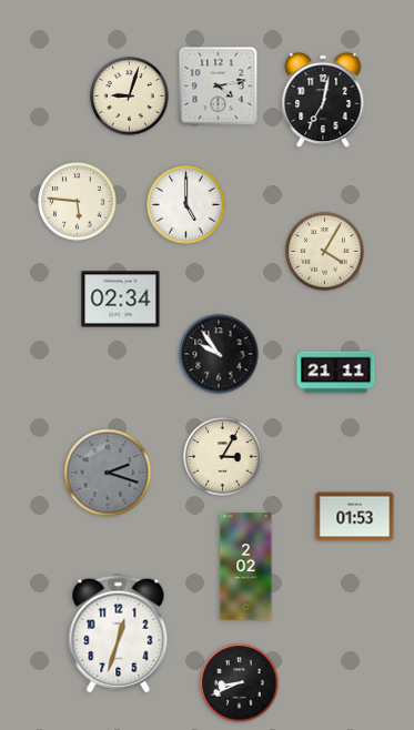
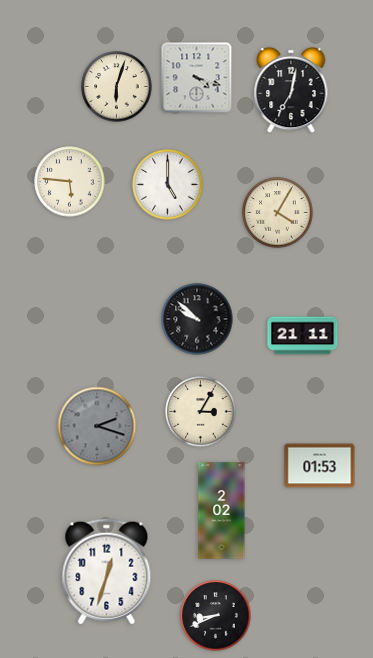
clock at (219, 87): 4:13 -> 4:18
clock at (130, 97): 9:03 -> 6:03
clock at (325, 252) position: (325, 252) -> (278, 213)
clock at (121, 300): 02:34 -> none
clock at (219, 354): 9:54 -> 9:52
